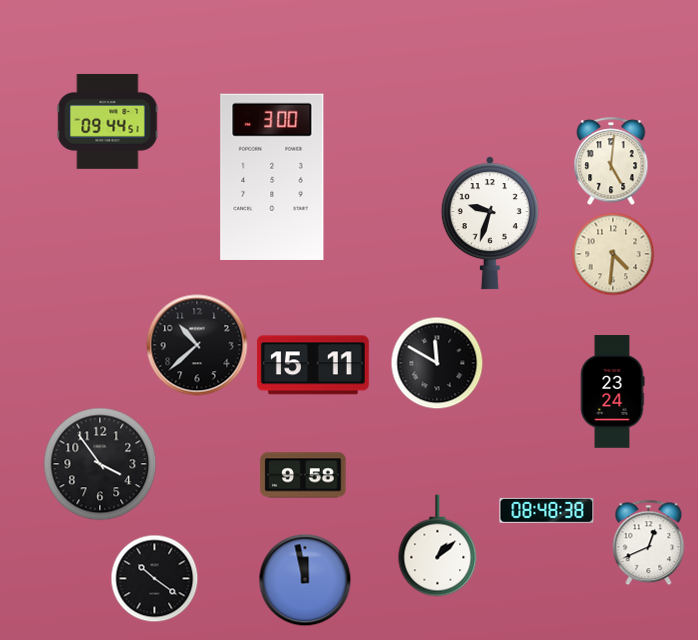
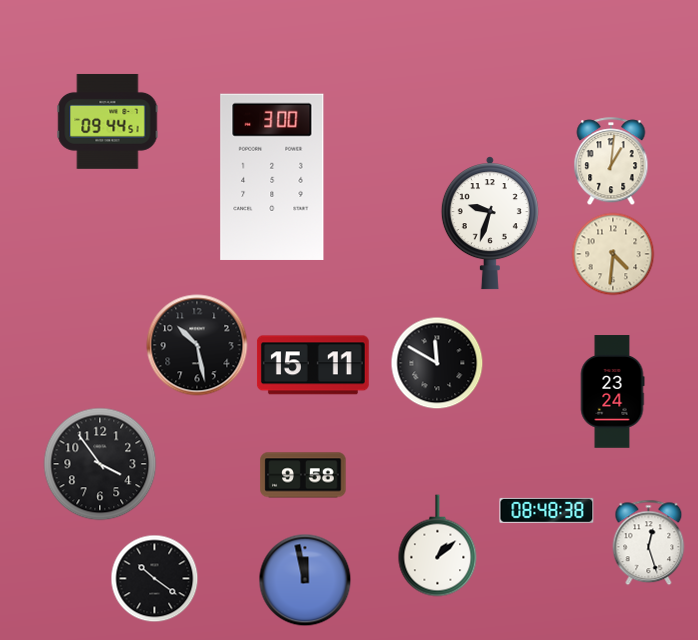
clock at (611, 162): 5:01 -> 1:01
clock at (197, 345): 10:38 -> 10:28
clock at (649, 543): 12:41 -> 12:27
